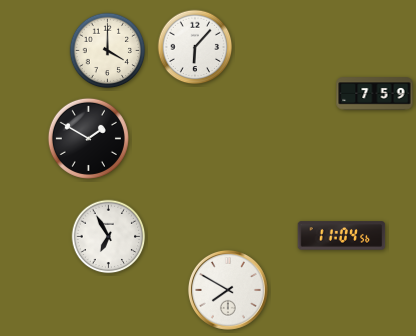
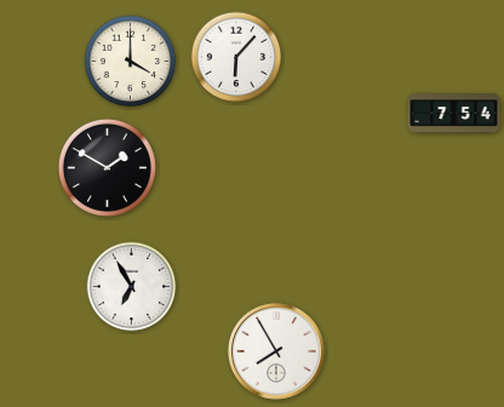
clock at (375, 94): 7:59 -> 7:54
clock at (342, 236): 11:04 -> none
clock at (228, 290): 7:50 -> 7:55
